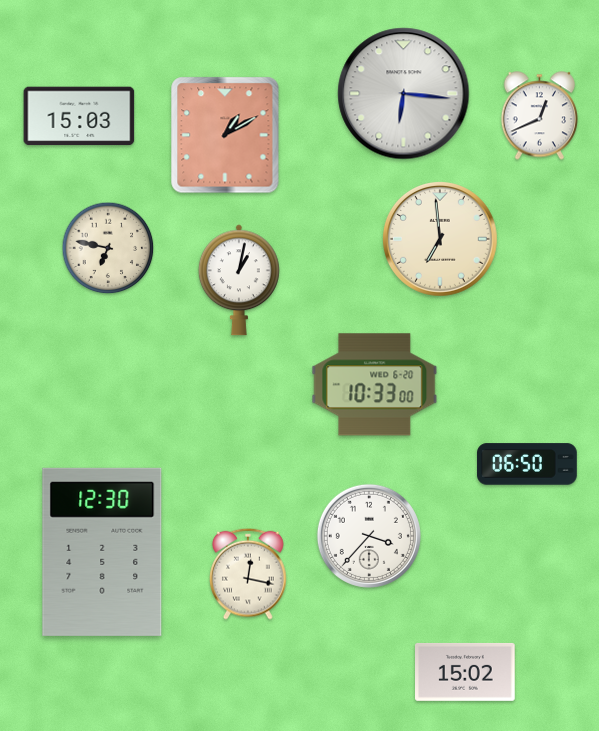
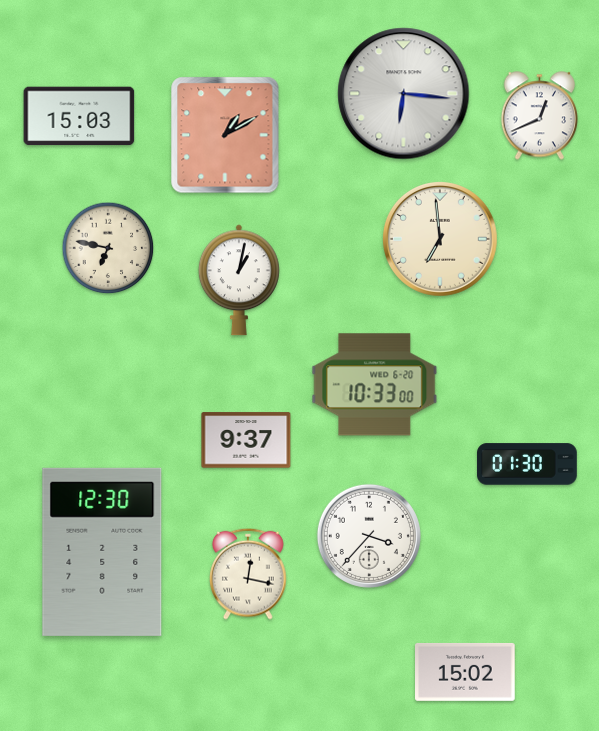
clock at (246, 440): none -> 9:37
clock at (527, 464): 06:50 -> 01:30
